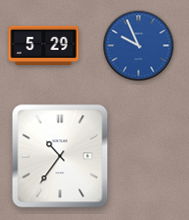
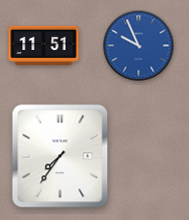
clock at (44, 45): 5:29 -> 11:51
clock at (60, 156): 10:36 -> 7:36
